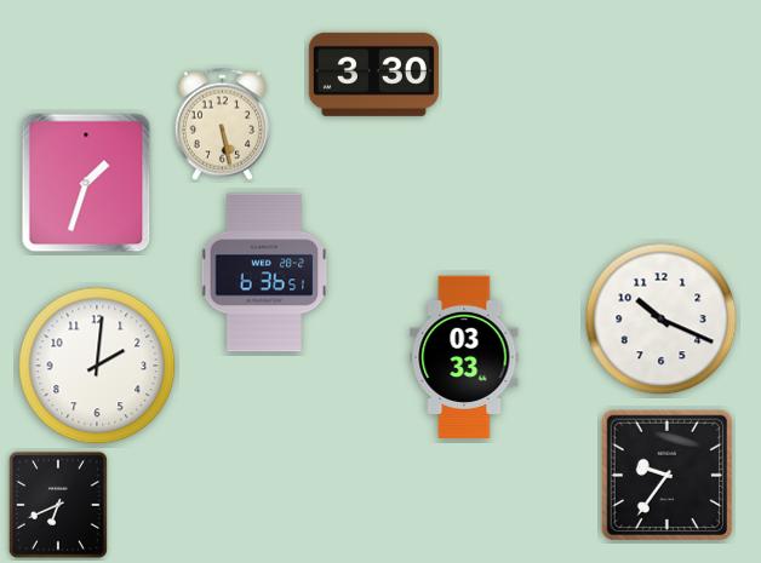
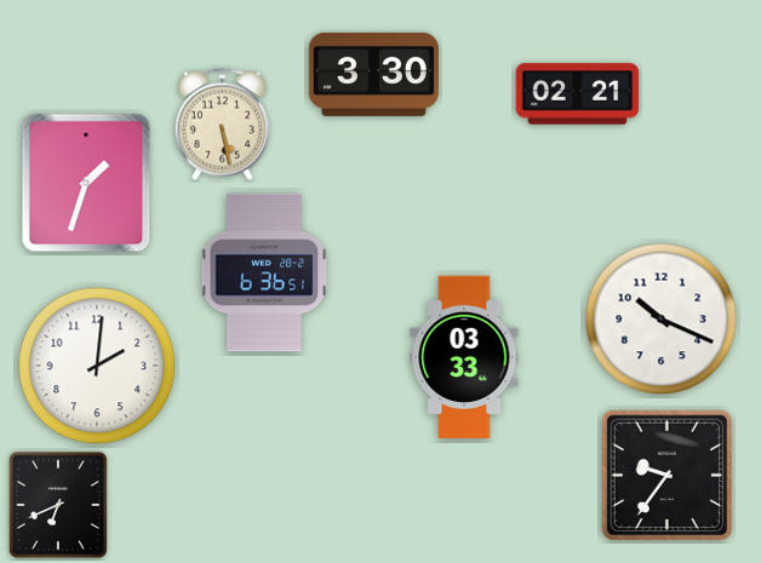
clock at (578, 94): none -> 02:21
